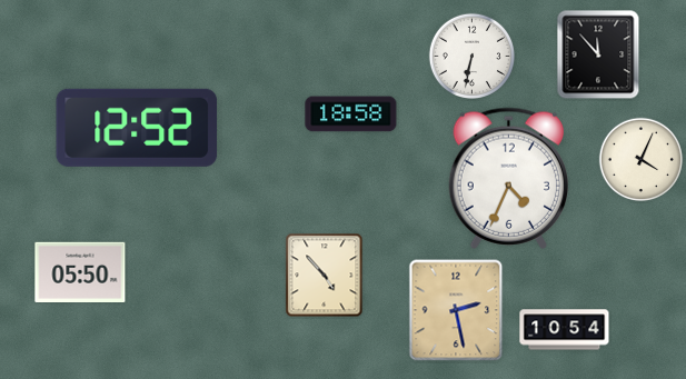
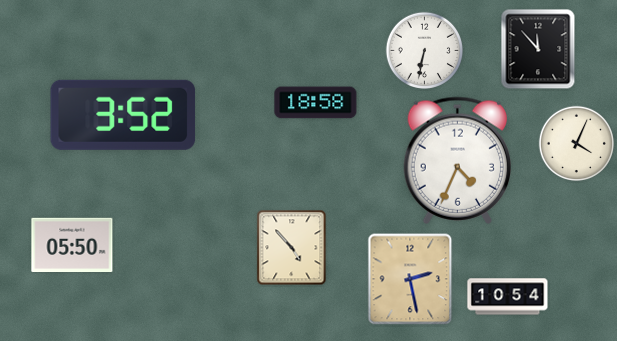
clock at (137, 128): 12:52 -> 3:52
